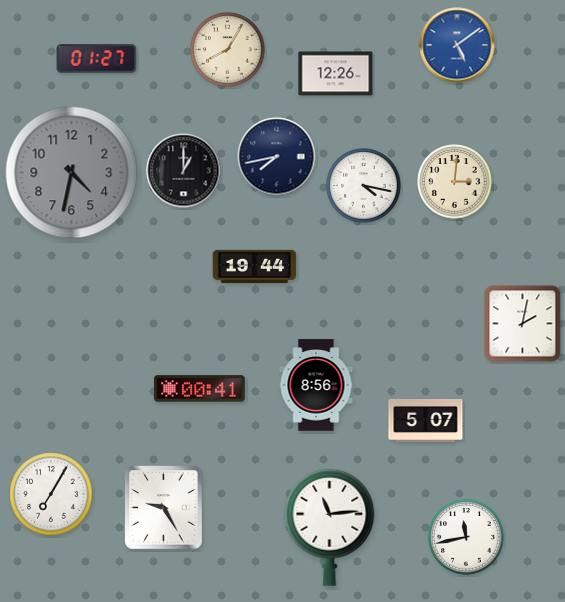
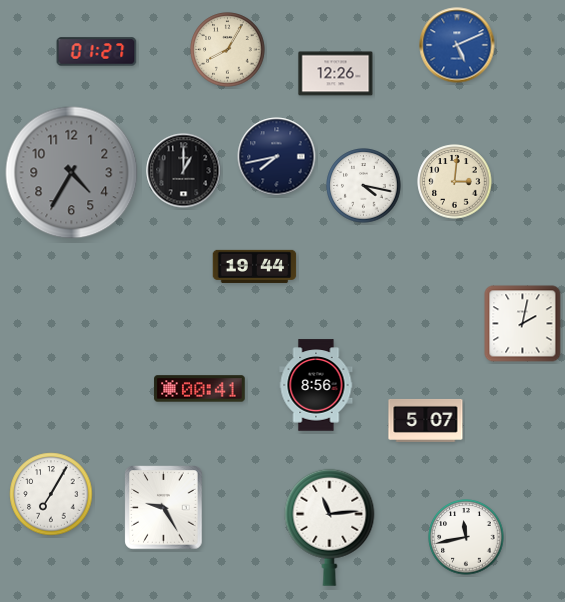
clock at (457, 45): 5:09 -> 5:11
clock at (97, 59) position: (97, 59) -> (97, 52)
clock at (72, 173): 4:32 -> 4:35
